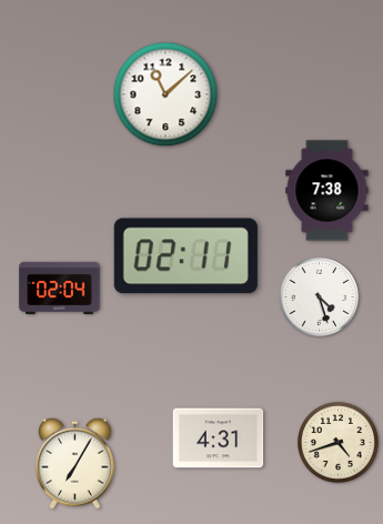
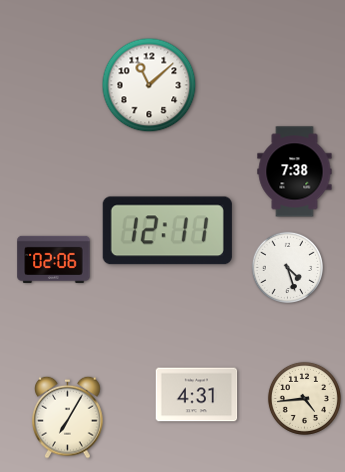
clock at (185, 256): 02:11 -> 12:11
clock at (60, 288): 02:04 -> 02:06
clock at (337, 442): 4:42 -> 4:44
